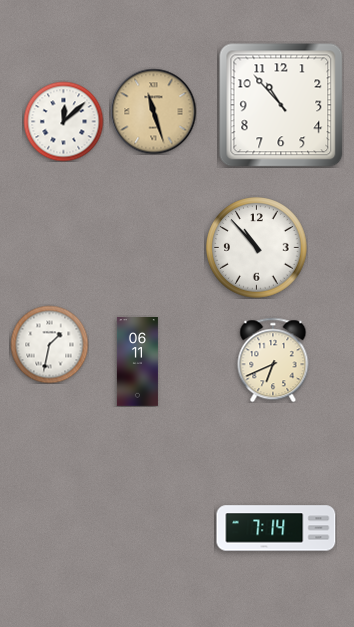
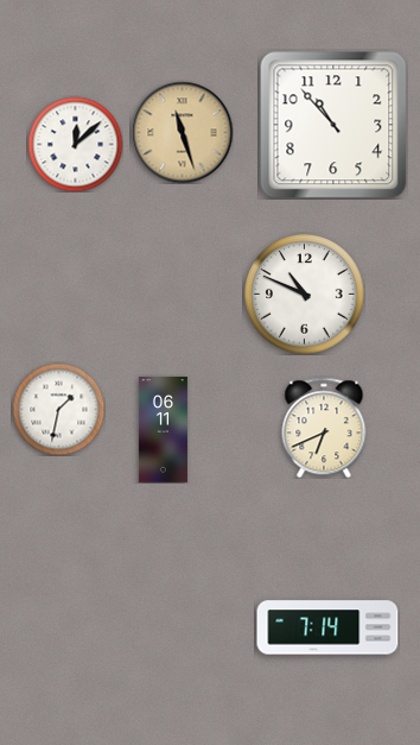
clock at (257, 248): 10:53 -> 10:49
